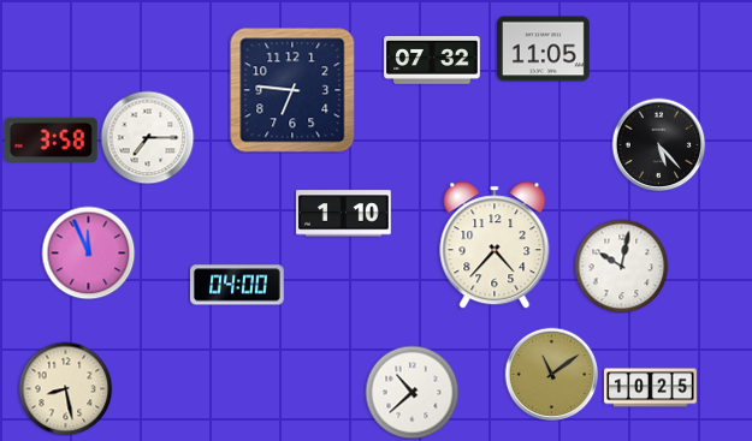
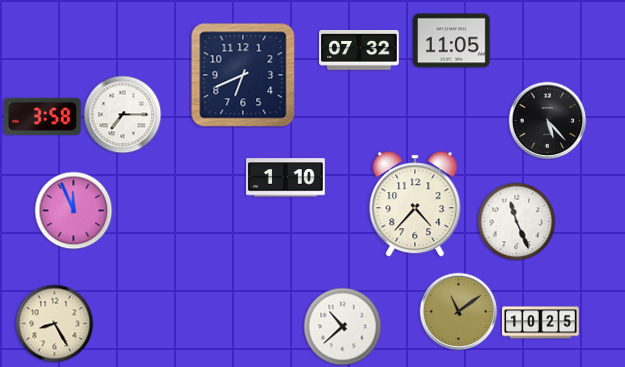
clock at (292, 90): 6:46 -> 6:41
clock at (495, 245) position: (495, 245) -> (415, 204)
clock at (621, 266): 10:02 -> 11:26
clock at (238, 285): 04:00 -> none
clock at (65, 388): 8:28 -> 8:25
